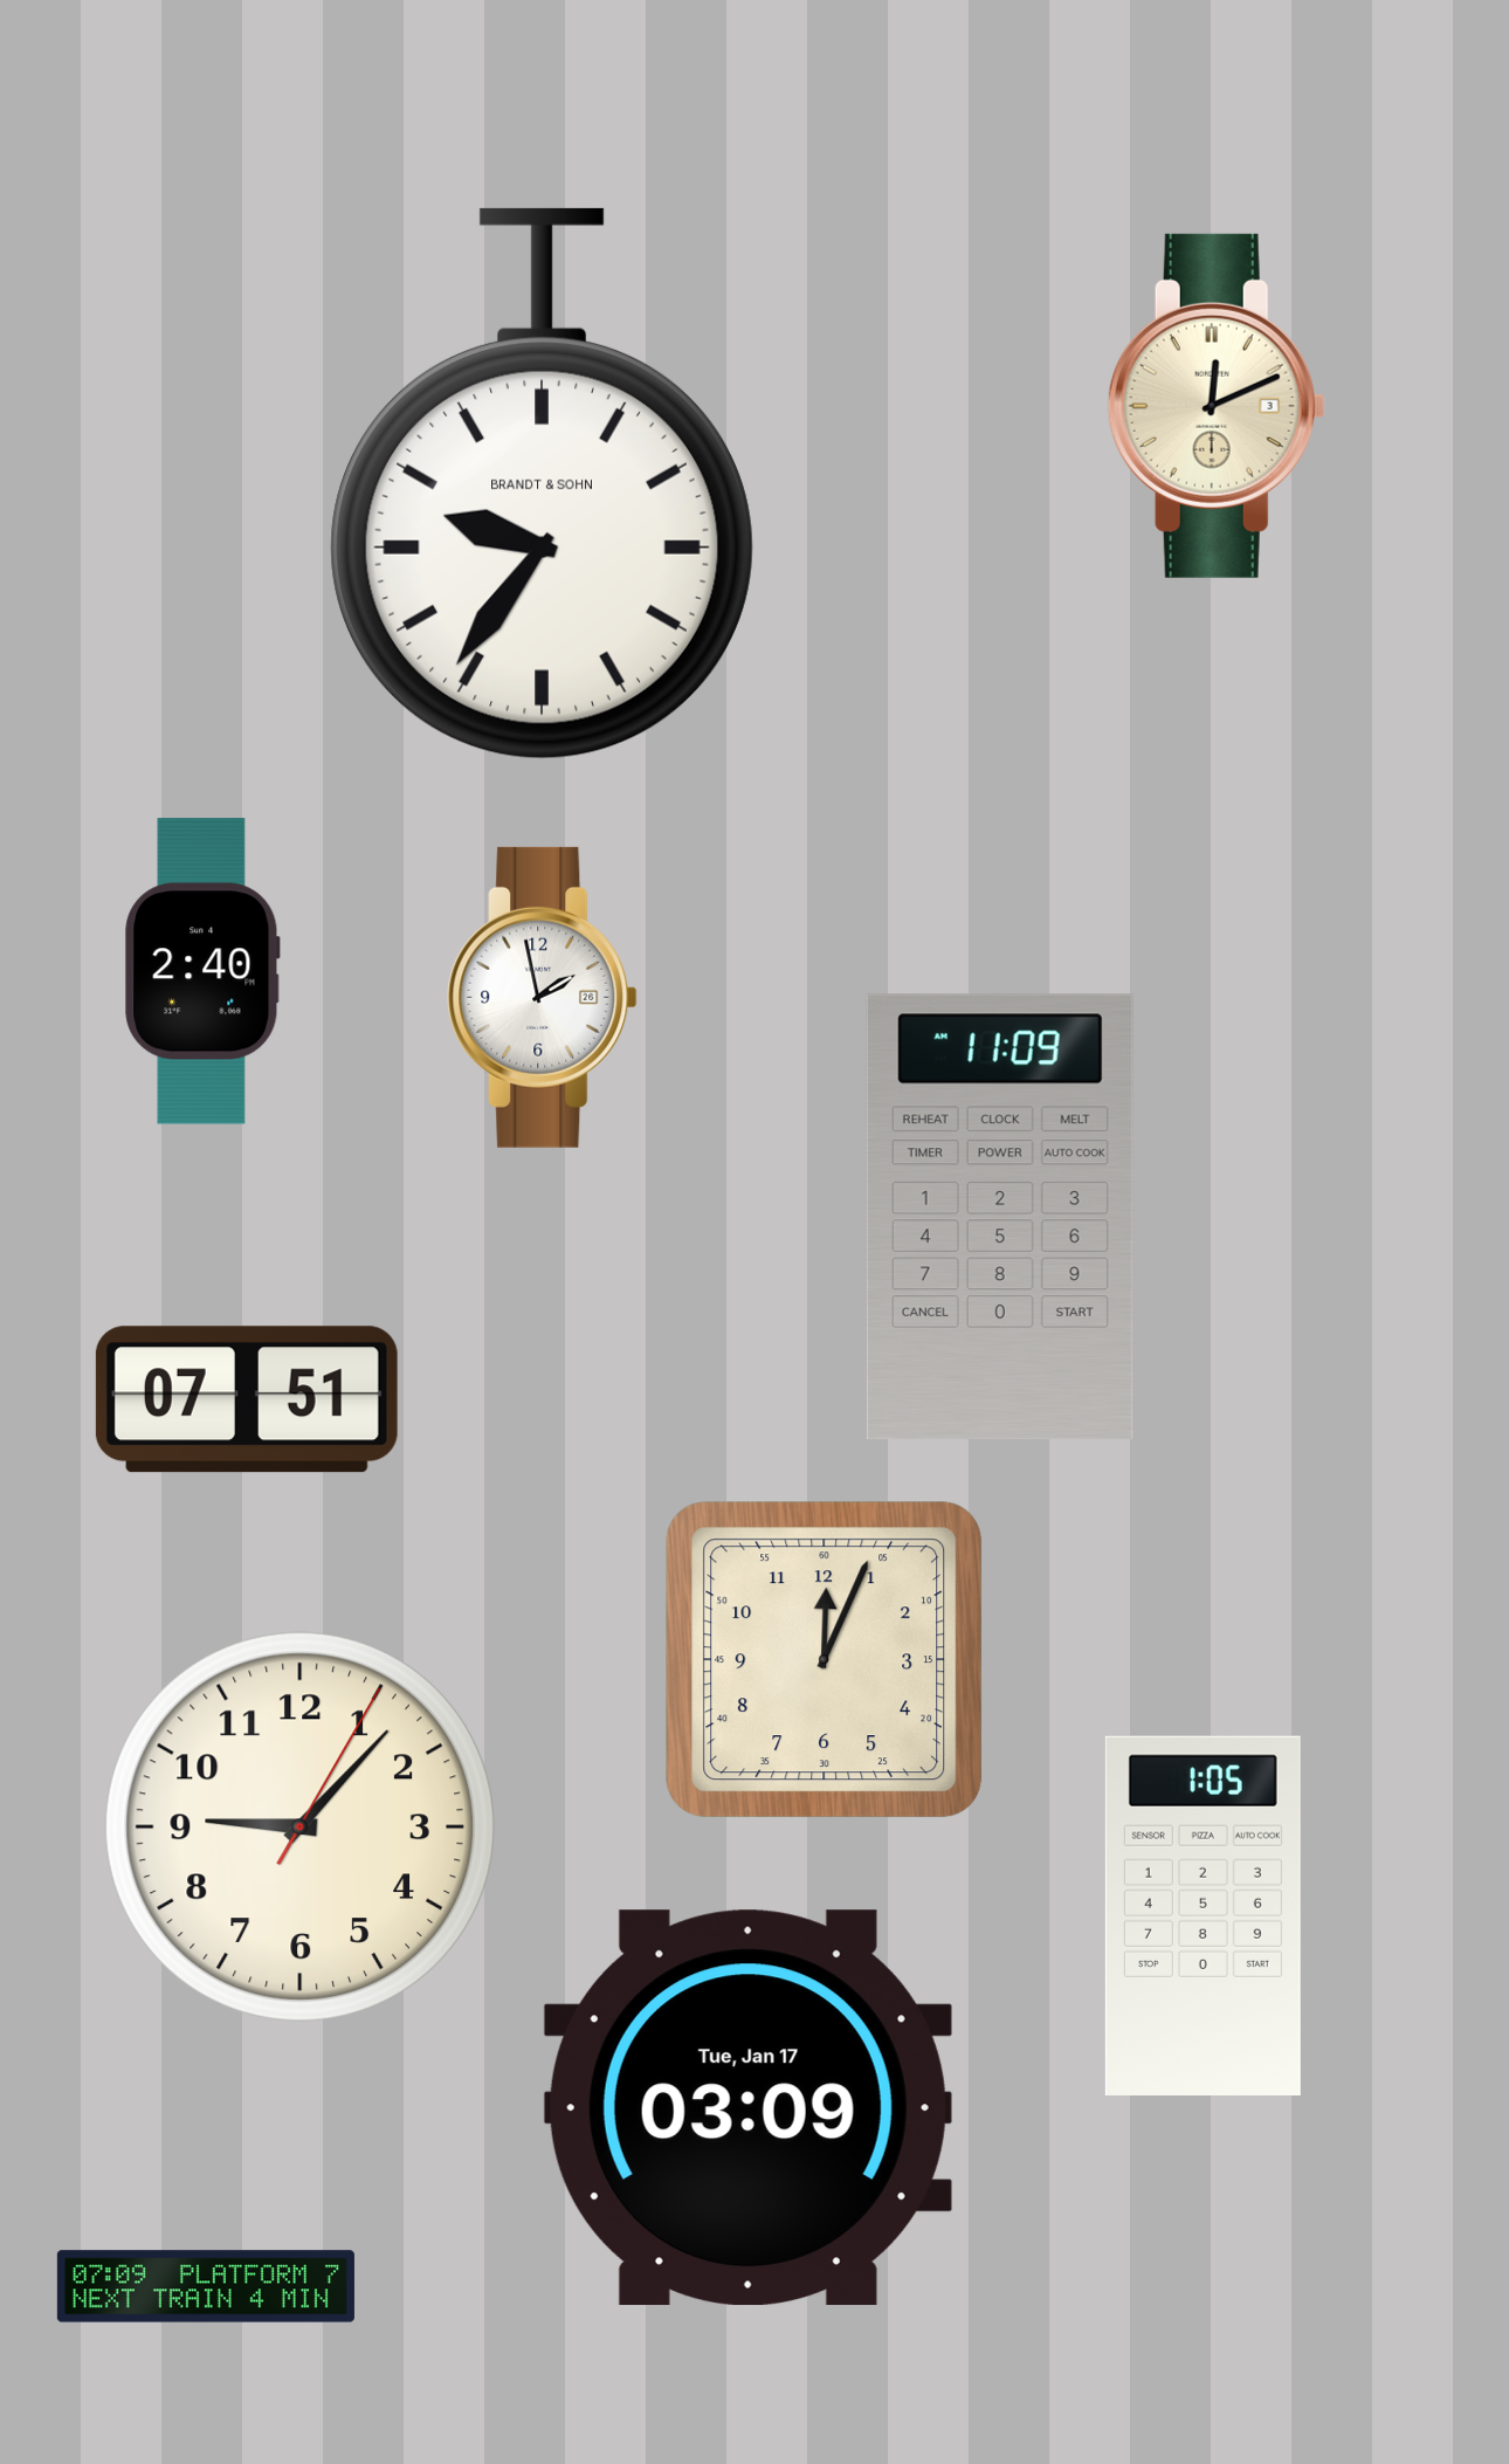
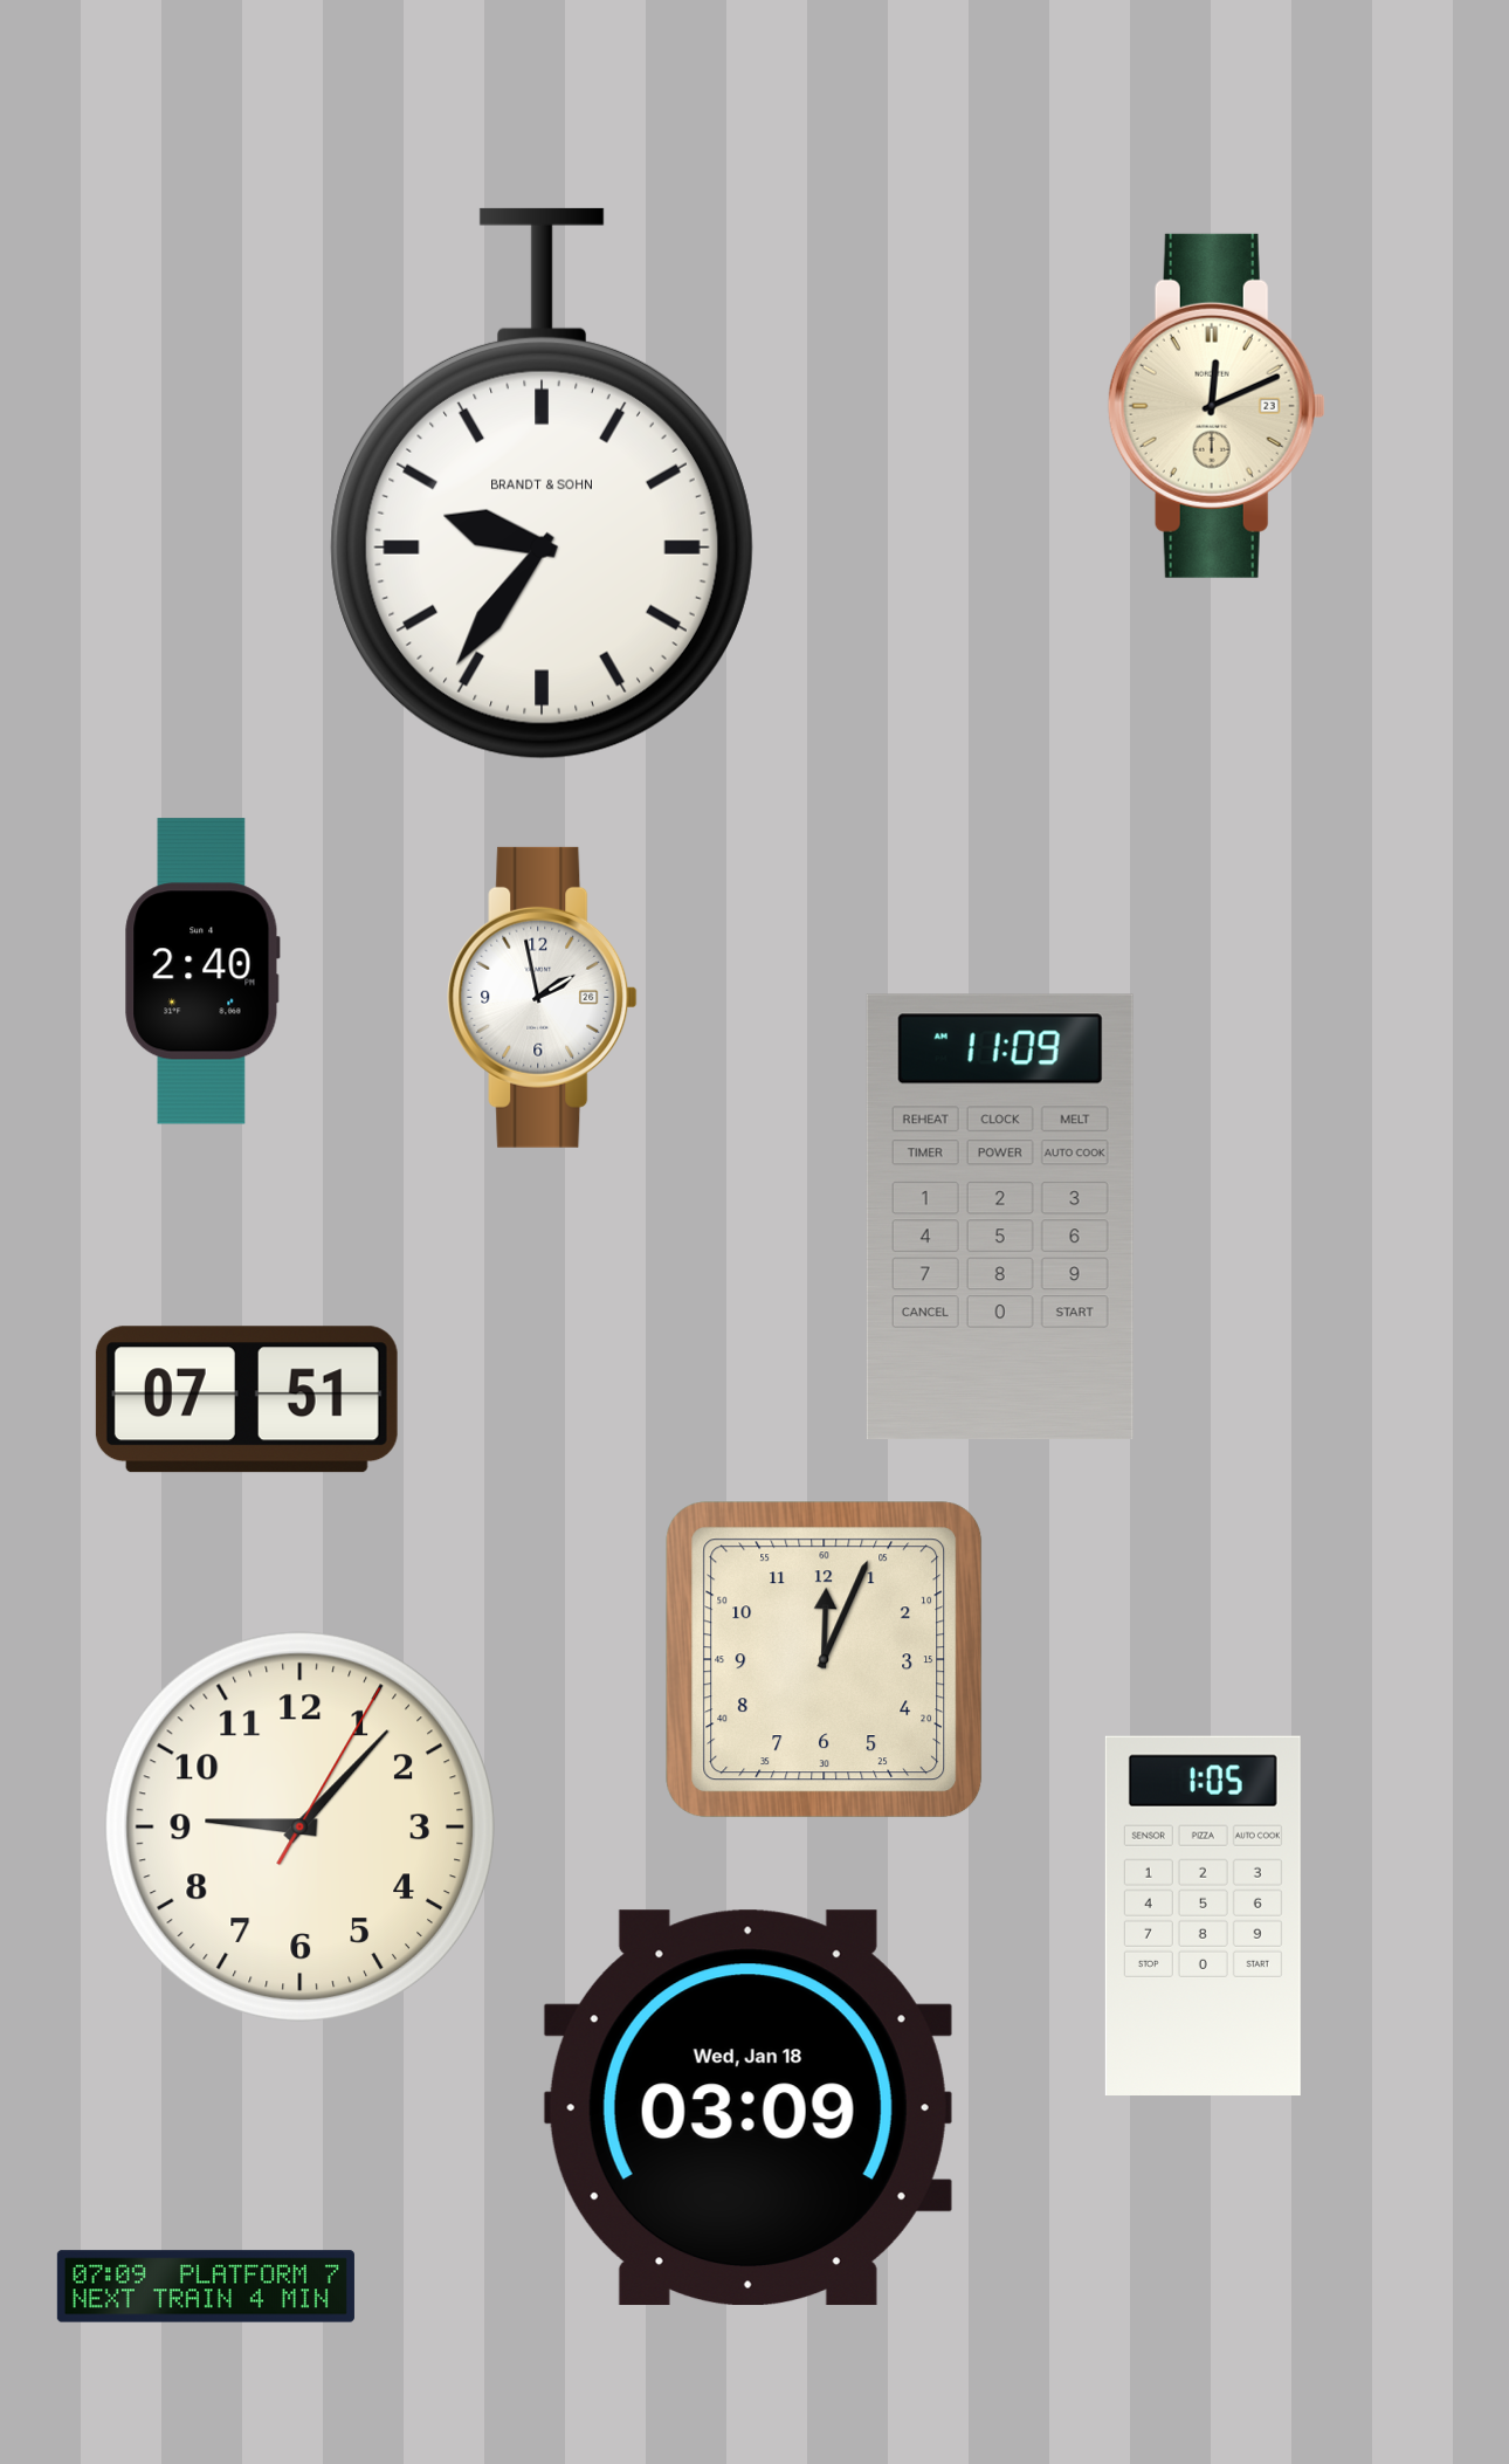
clock at (1217, 406) date: 3 -> 23
clock at (747, 2108) date: Tue, Jan 17 -> Wed, Jan 18
